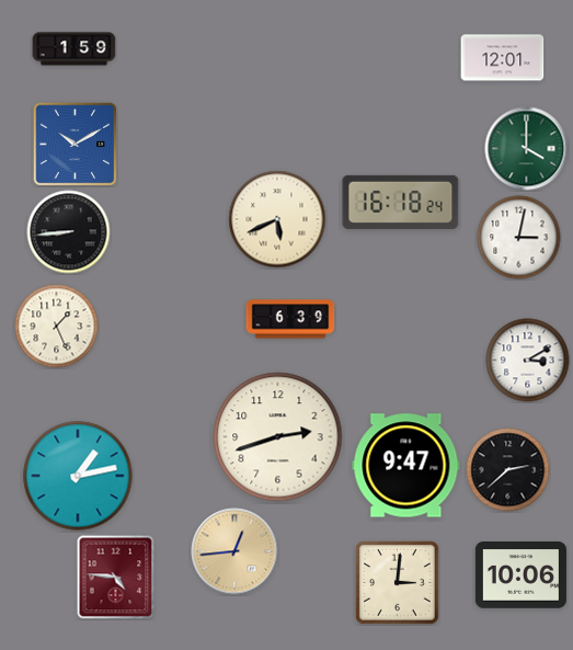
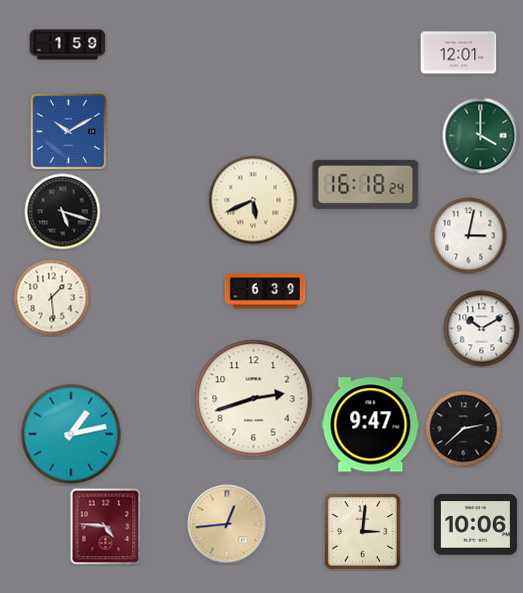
clock at (69, 232): 8:44 -> 5:18
clock at (519, 238) position: (519, 238) -> (469, 236)
clock at (57, 327): 1:26 -> 1:29
clock at (528, 361): 3:10 -> 10:10
clock at (234, 551) position: (234, 551) -> (227, 524)
